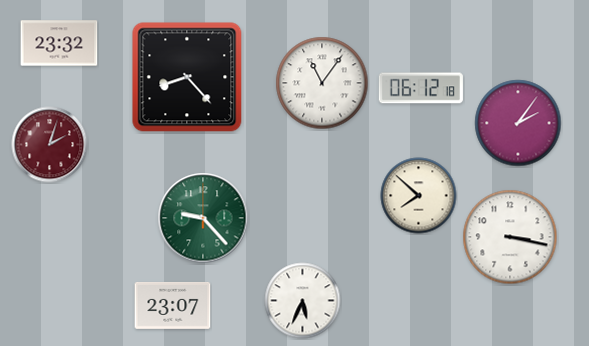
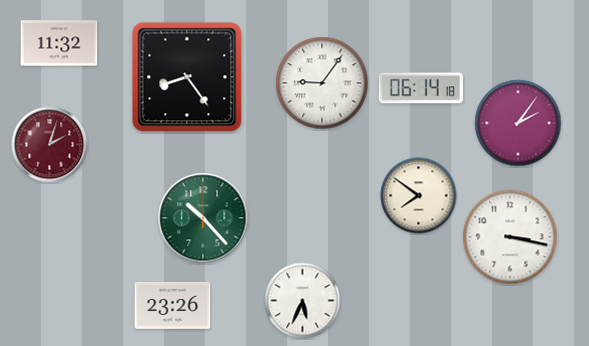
clock at (59, 43): 23:32 -> 11:32
clock at (187, 77): 8:23 -> 8:24
clock at (322, 83): 11:06 -> 9:06
clock at (421, 88): 06:12 -> 06:14
clock at (419, 196): 7:52 -> 7:51
clock at (203, 218): 9:23 -> 10:23
clock at (173, 305): 23:07 -> 23:26
